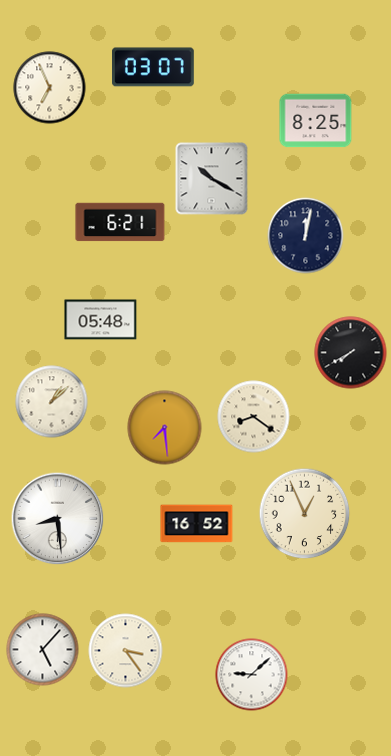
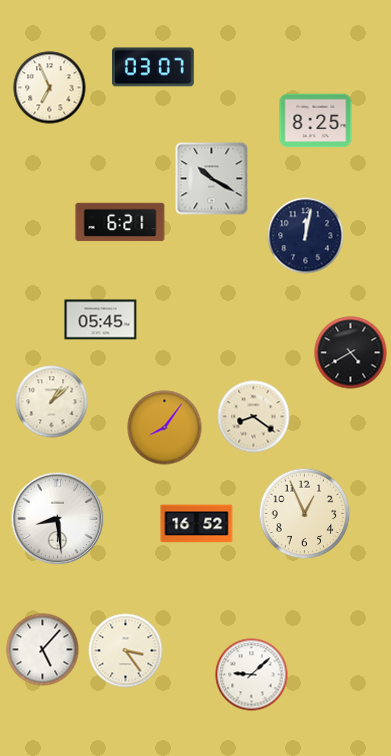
clock at (101, 320): 05:48 -> 05:45
clock at (351, 353): 7:40 -> 4:40
clock at (165, 428): 7:29 -> 8:06
